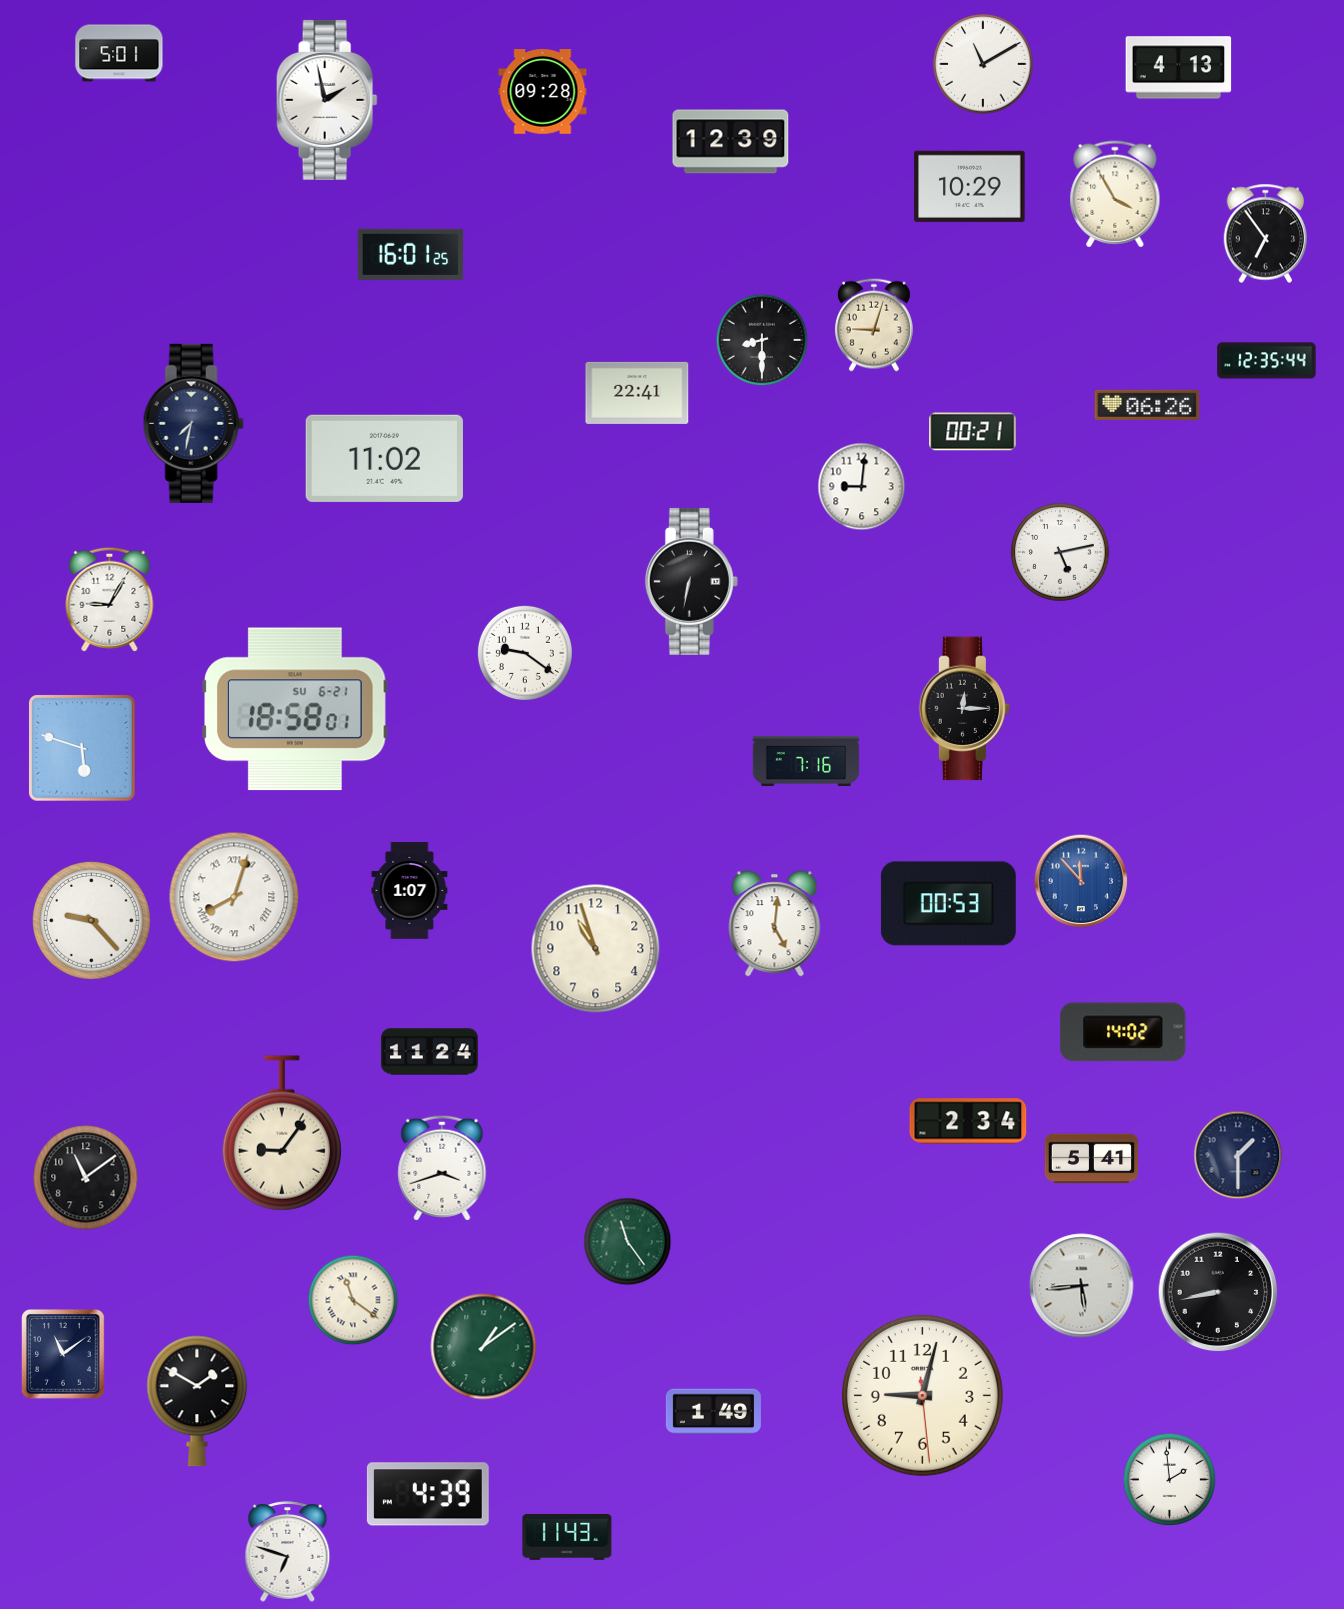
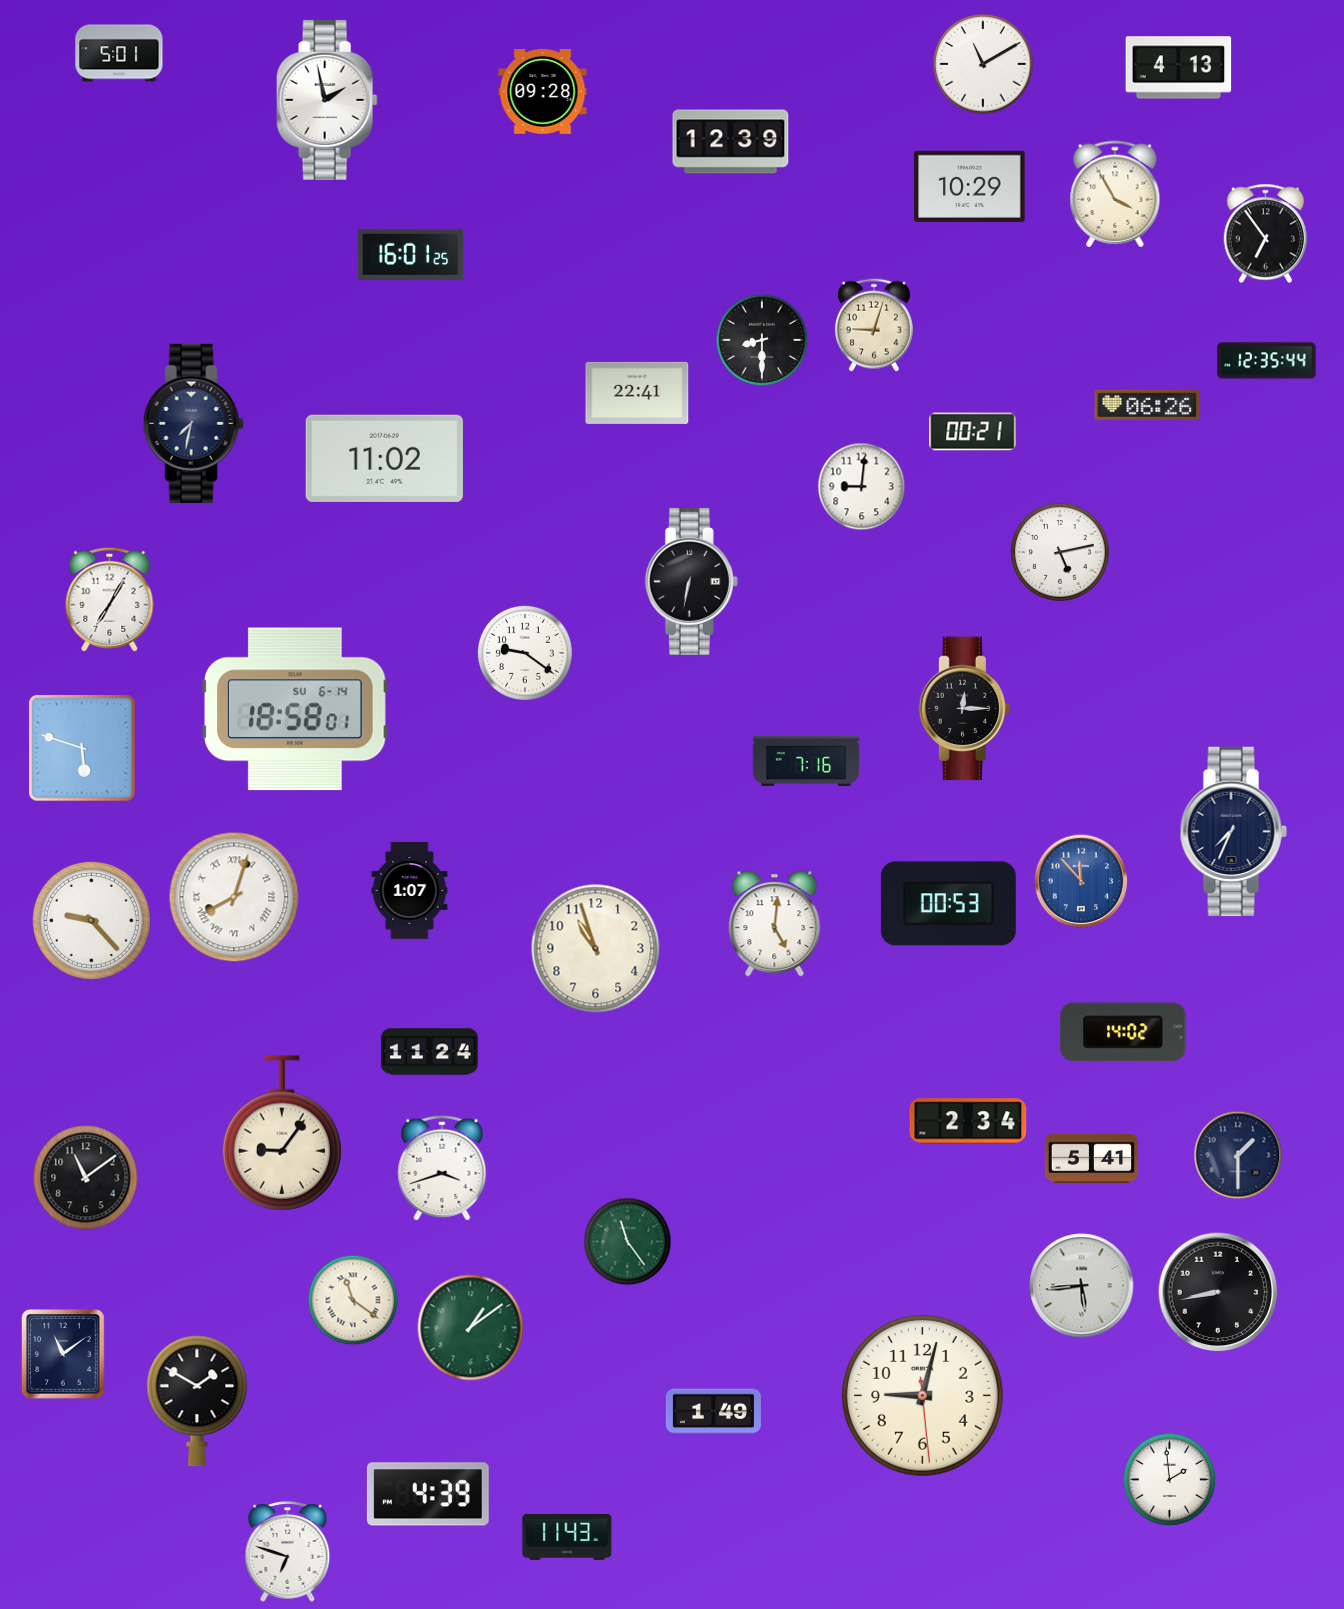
clock at (110, 599): 9:05 -> 7:05
clock at (295, 709) date: SU 6-21 -> SU 6-14
clock at (1233, 832): none -> 7:34
clock at (484, 1347) position: (484, 1347) -> (471, 1328)
